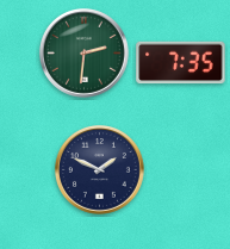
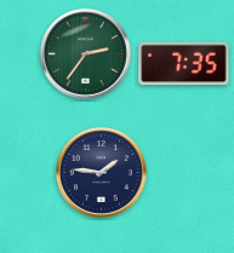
clock at (83, 52): 2:31 -> 2:36
clock at (99, 169): 1:49 -> 1:46
